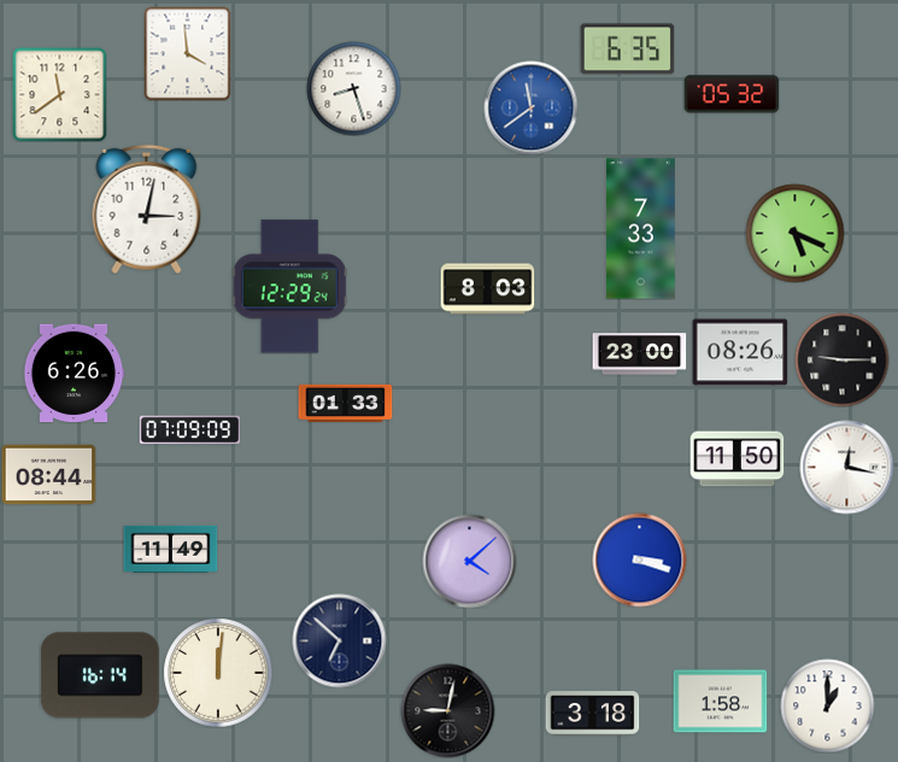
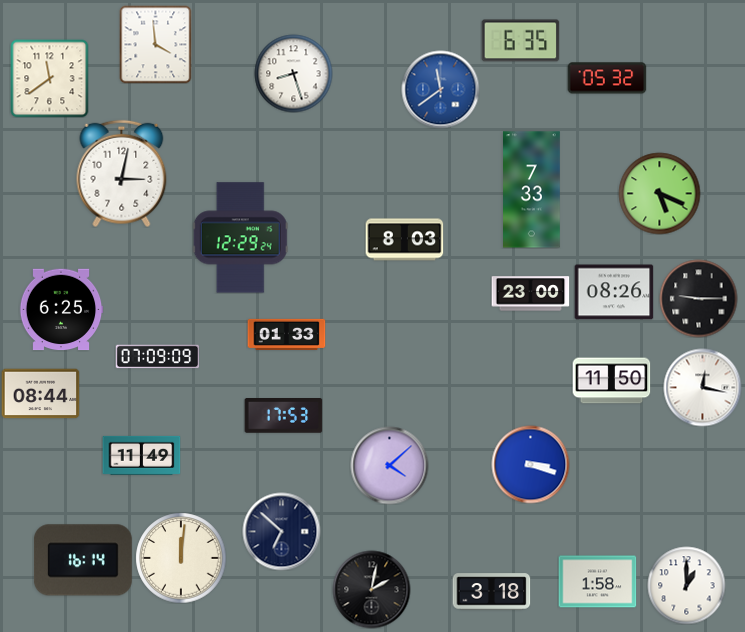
clock at (74, 374): 6:26 -> 6:25
clock at (283, 416): none -> 17:53
clock at (447, 710): 9:02 -> 2:02
